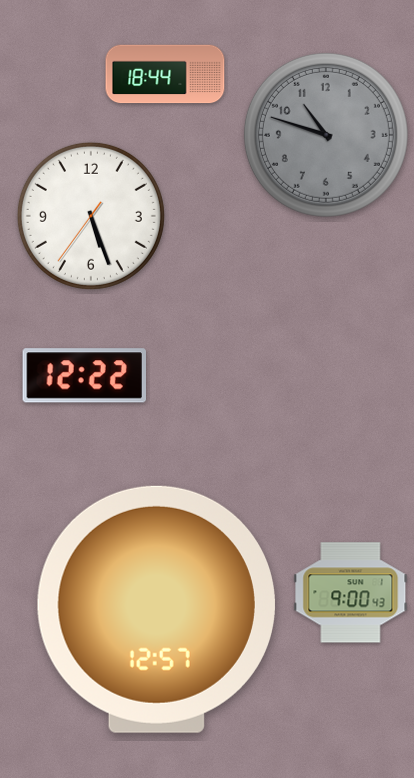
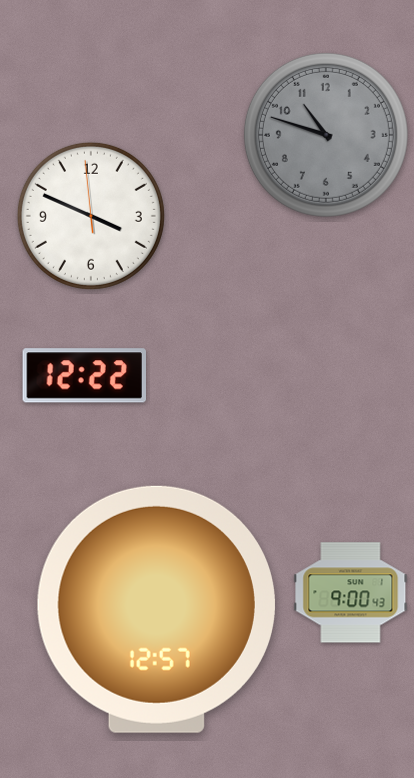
clock at (165, 74): 18:44 -> none
clock at (91, 216): 5:26 -> 3:48
